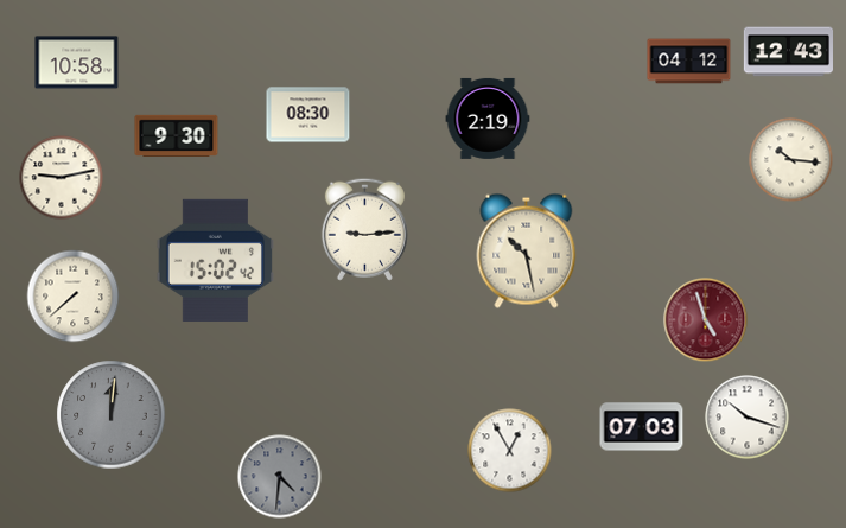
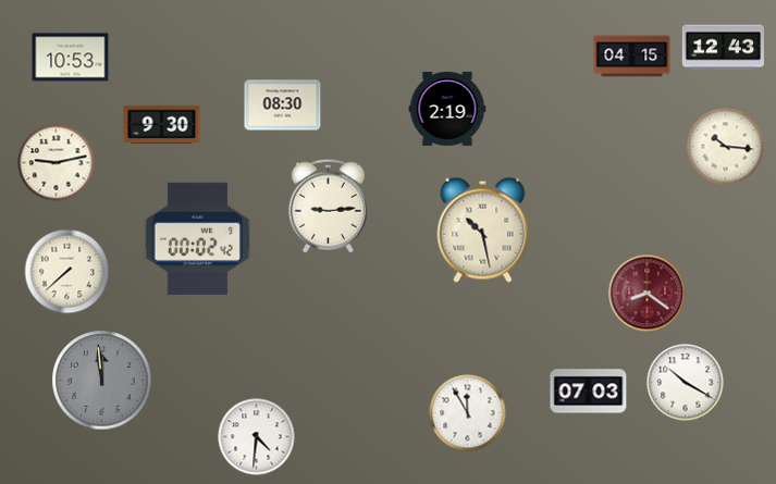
clock at (689, 62): 04:12 -> 04:15
clock at (77, 63): 10:58 -> 10:53
clock at (364, 229) position: (364, 229) -> (328, 206)
clock at (215, 260): 15:02 -> 00:02
clock at (706, 320): 4:57 -> 8:21
clock at (112, 415): 12:01 -> 11:59
clock at (748, 418): 10:18 -> 10:20
clock at (510, 451): 12:55 -> 11:55
clock at (280, 477) dial: grey -> white
